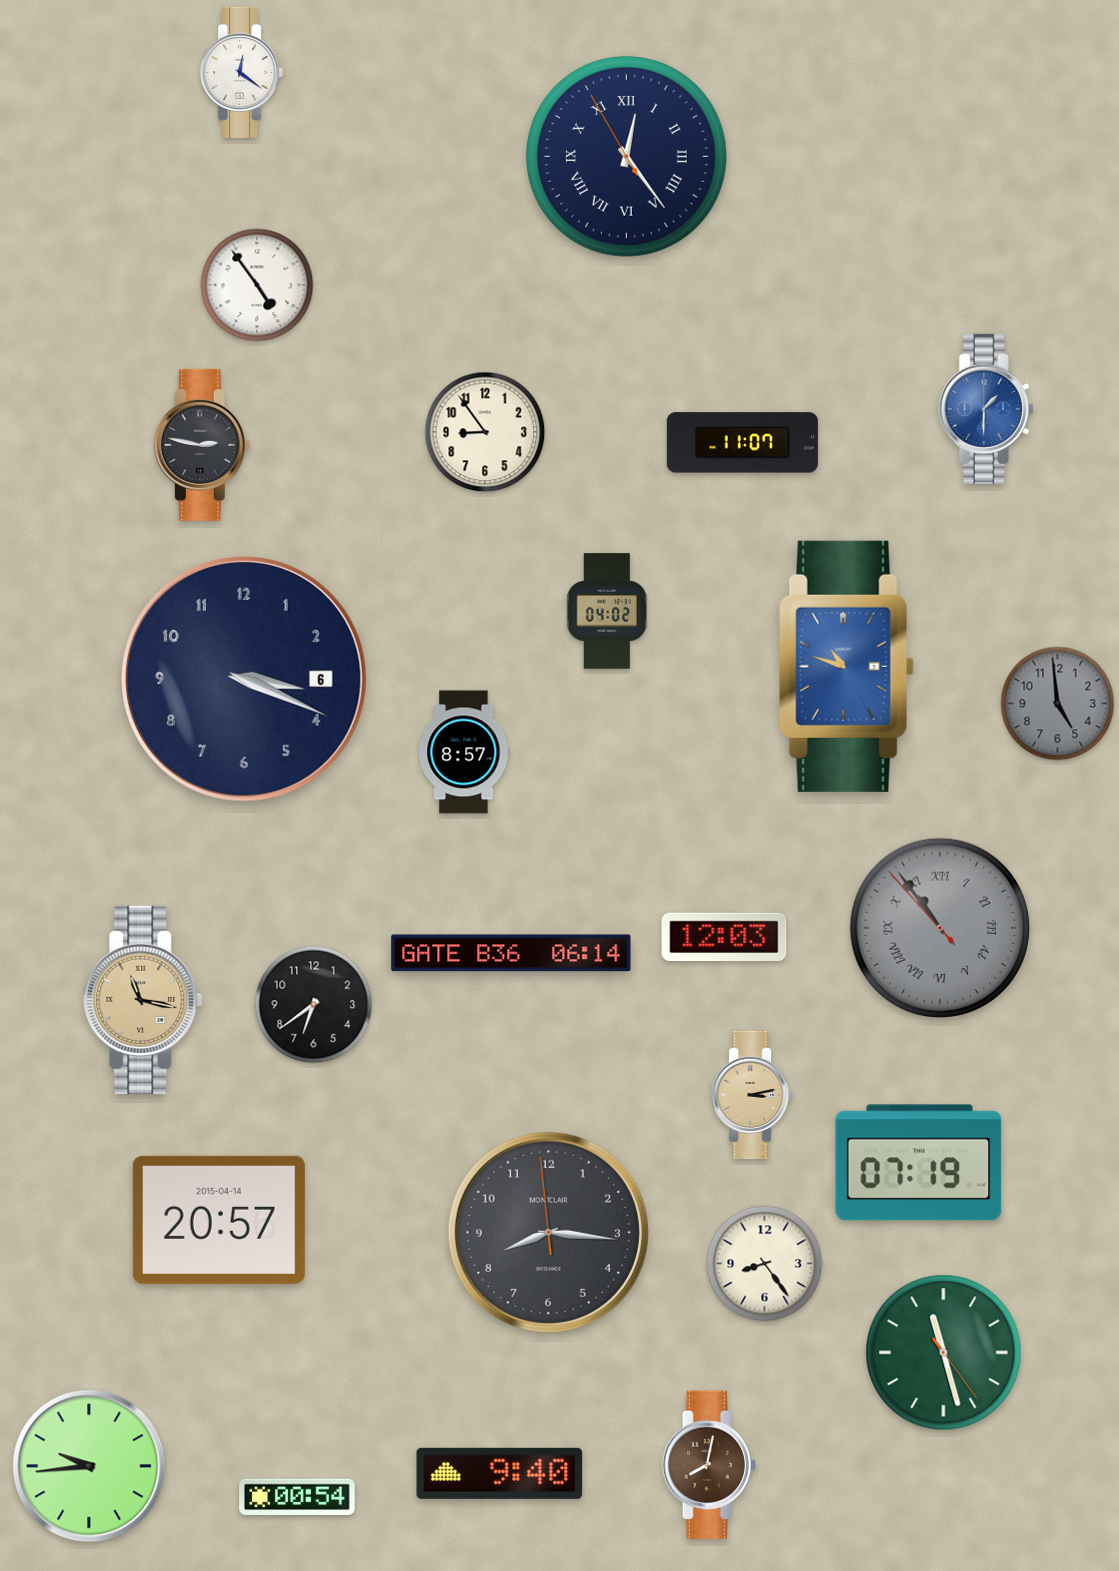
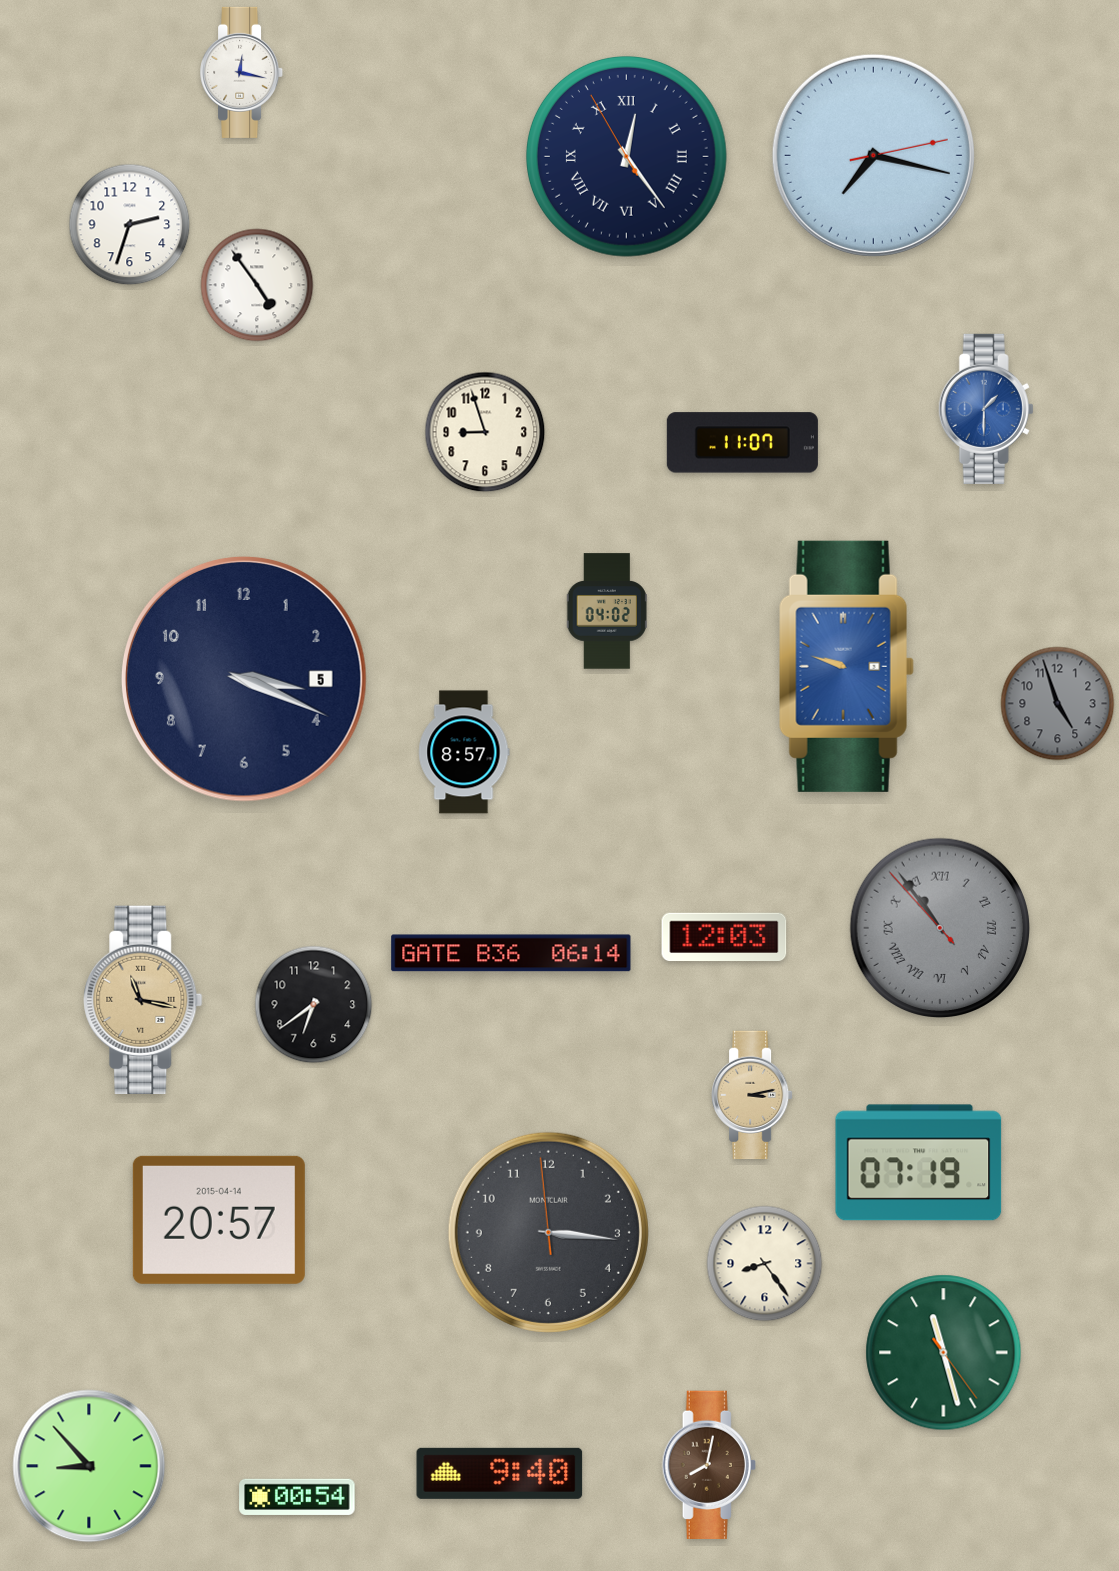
clock at (242, 72): 12:21 -> 12:17
clock at (873, 155): none -> 7:17
clock at (130, 225): none -> 2:33
clock at (485, 432): 8:54 -> 8:57
clock at (202, 445): 2:47 -> none
clock at (846, 666): 10:48 -> 9:48
clock at (244, 679) date: 6 -> 5
clock at (1058, 704): 4:59 -> 4:57
clock at (548, 1232): 8:15 -> 3:15
clock at (89, 1466): 9:44 -> 8:53
